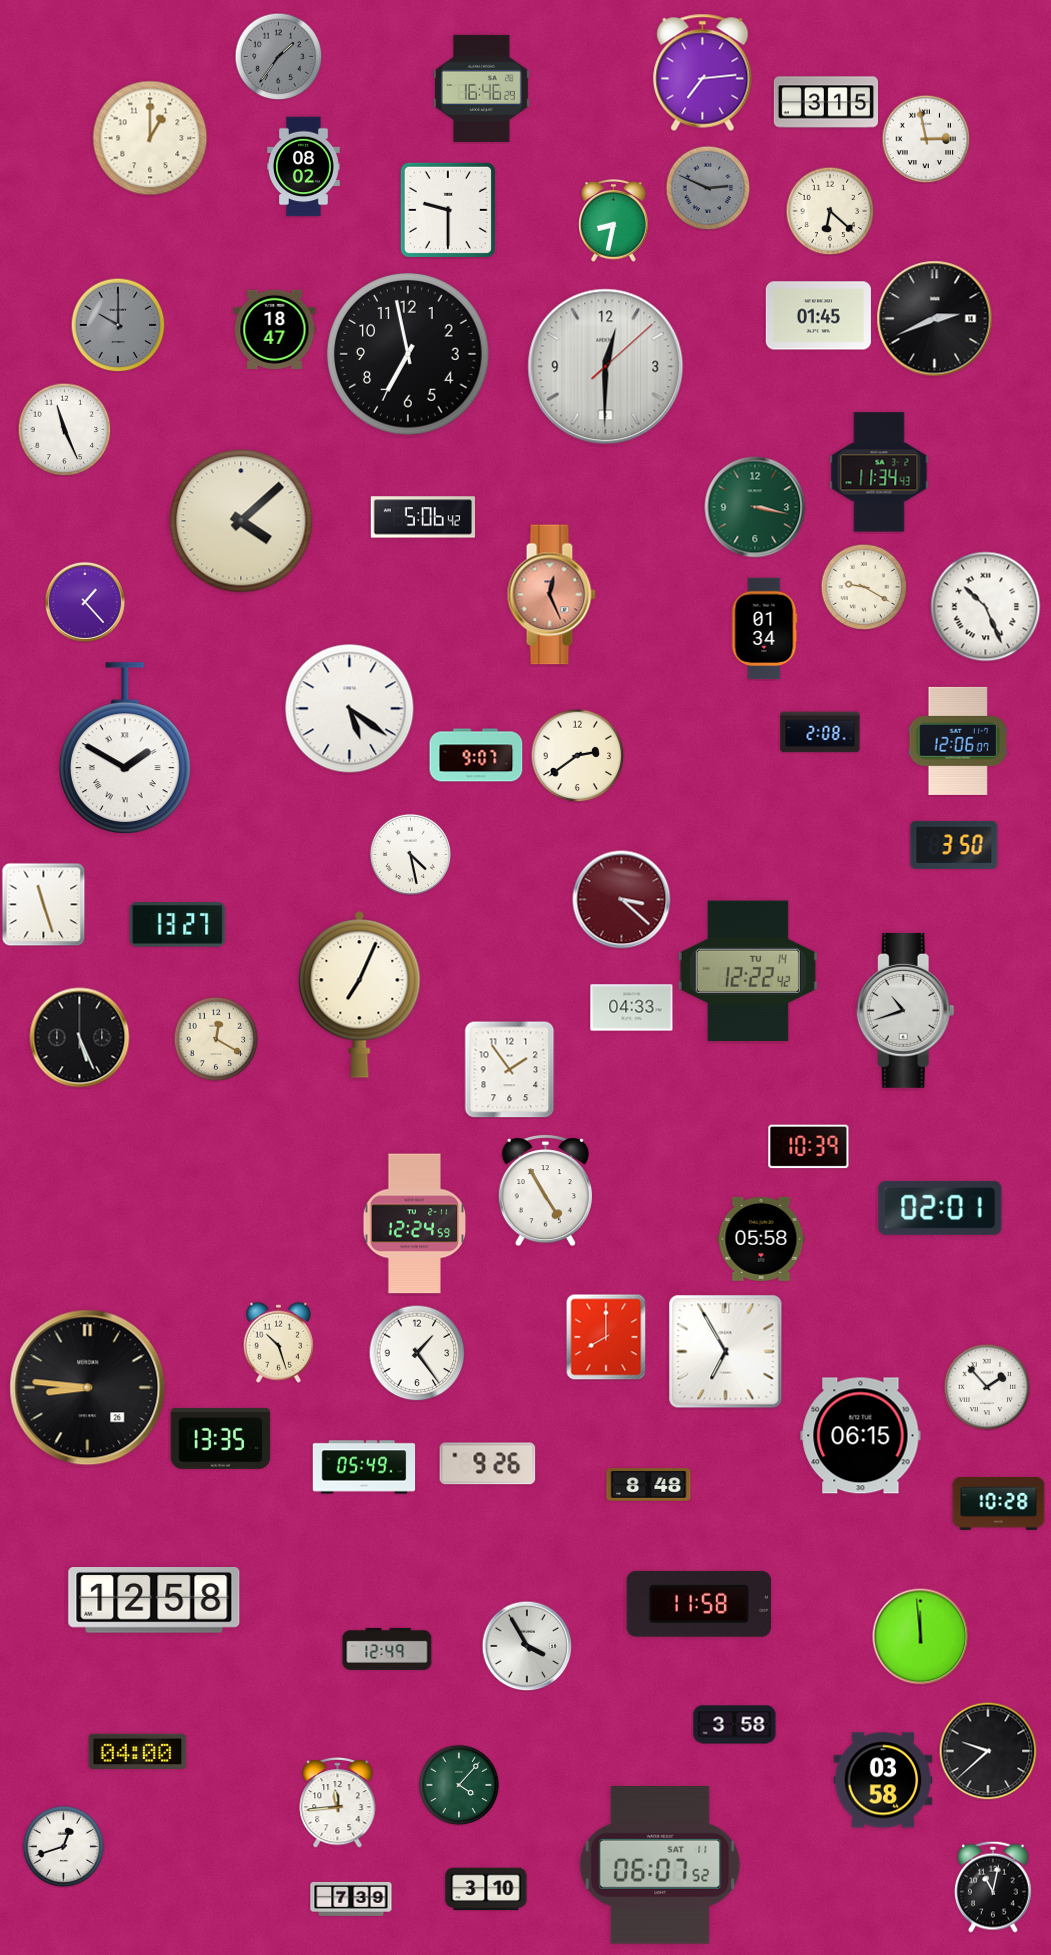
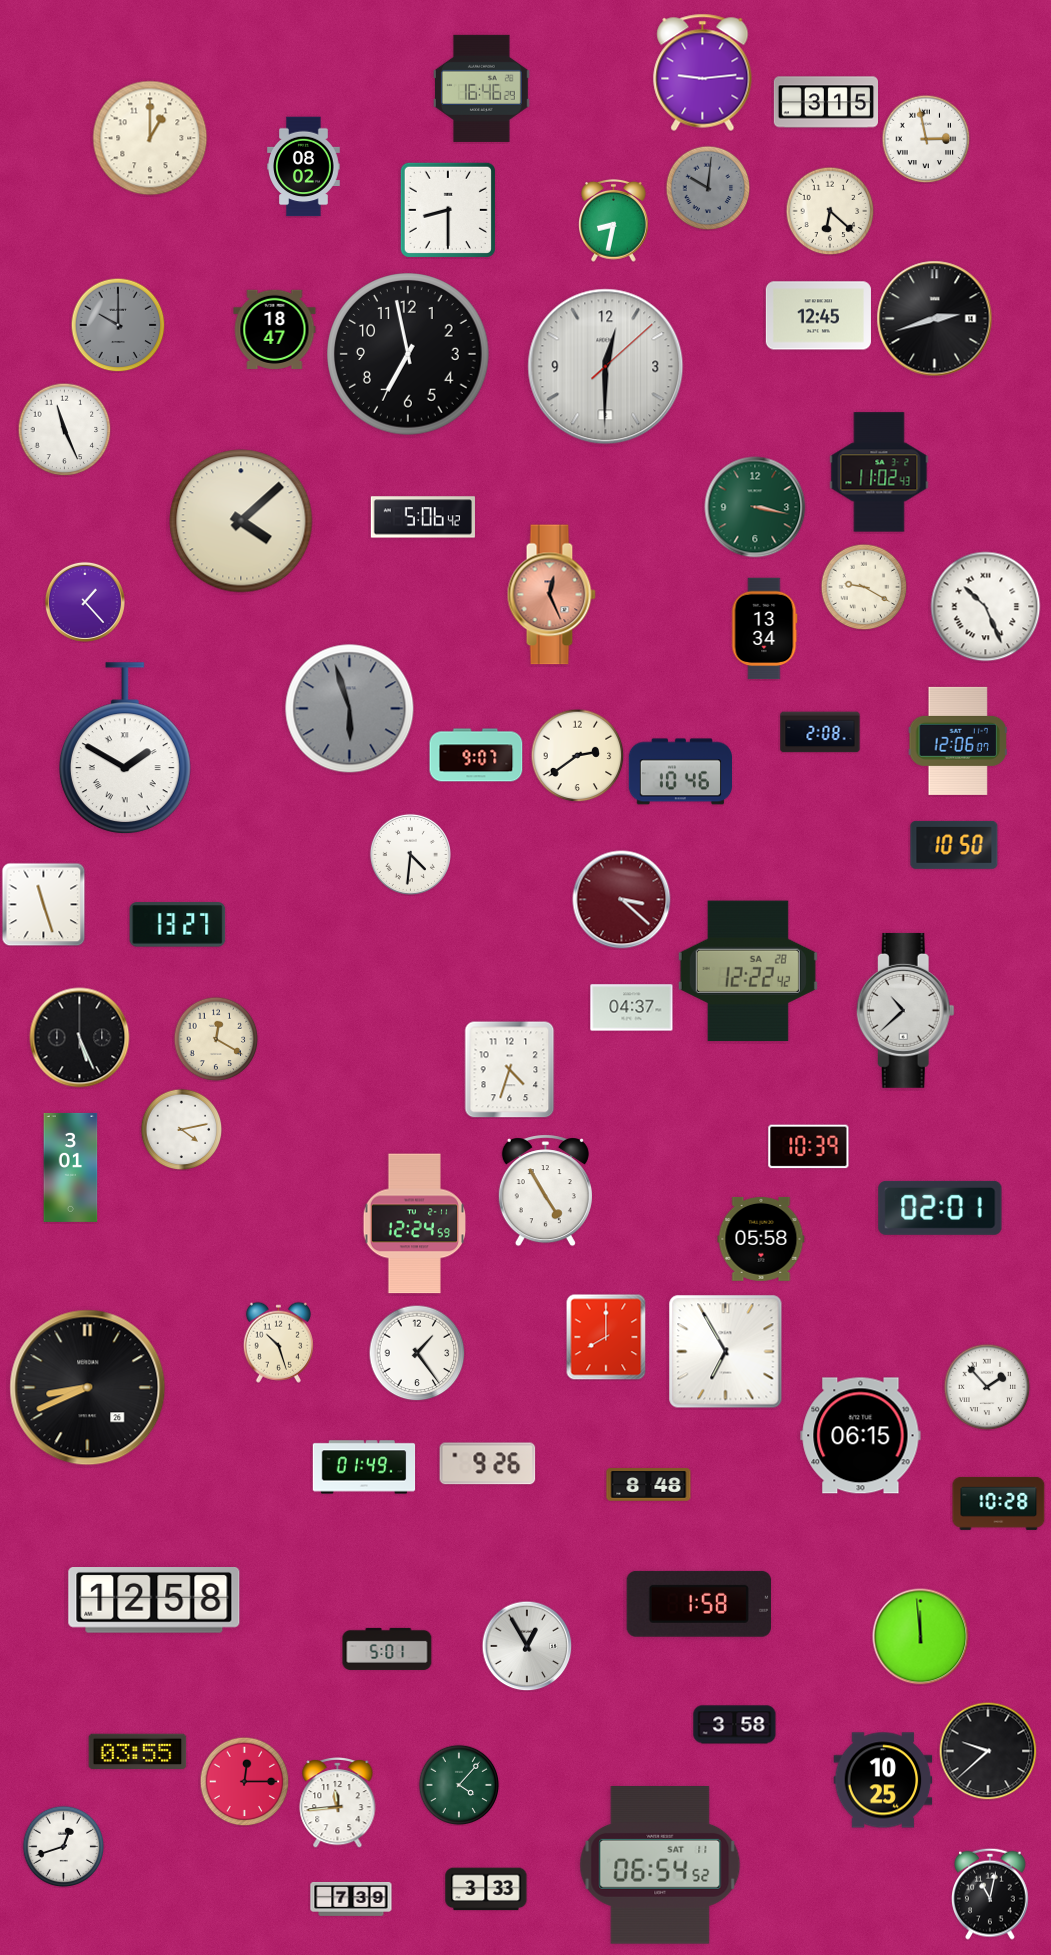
clock at (278, 56): 1:36 -> none
clock at (703, 72): 7:14 -> 9:14
clock at (708, 188): 2:49 -> 10:01
clock at (448, 210): 9:30 -> 8:30
clock at (818, 316): 01:45 -> 12:45
clock at (935, 319): 2:41 -> 2:42
clock at (879, 472): 11:34 -> 11:02
clock at (764, 629): 01:34 -> 13:34
clock at (350, 709): 5:21 -> 5:57
clock at (350, 709) dial: white -> grey
clock at (680, 772): none -> 10:46
clock at (954, 845): 3:50 -> 10:50
clock at (410, 854): 4:28 -> 4:31
clock at (748, 971) date: TU 14 -> SA 28
clock at (360, 994): 7:04 -> none
clock at (632, 1008): 04:33 -> 04:37
clock at (905, 1010): 10:42 -> 10:38
clock at (510, 1070): 1:54 -> 4:33
clock at (181, 1129): none -> 4:13
clock at (71, 1167): none -> 3:01
clock at (88, 1388): 8:46 -> 8:41
clock at (221, 1438): 13:35 -> none
clock at (364, 1467): 05:49 -> 01:49
clock at (699, 1604): 11:58 -> 1:58
clock at (527, 1646): 3:55 -> 12:55
clock at (387, 1649): 12:49 -> 5:01
clock at (138, 1752): 04:00 -> 03:55
clock at (883, 1780): 03:58 -> 10:25
clock at (244, 1781): none -> 12:15
clock at (660, 1866): 06:07 -> 06:54
clock at (994, 1887) position: (994, 1887) -> (991, 1894)
clock at (486, 1889): 3:10 -> 3:33
